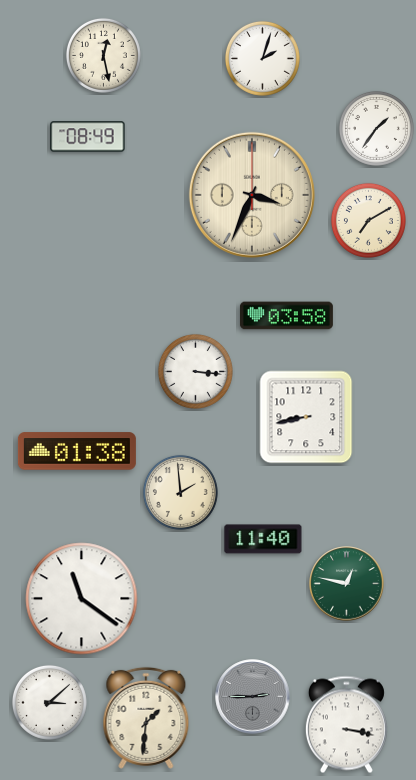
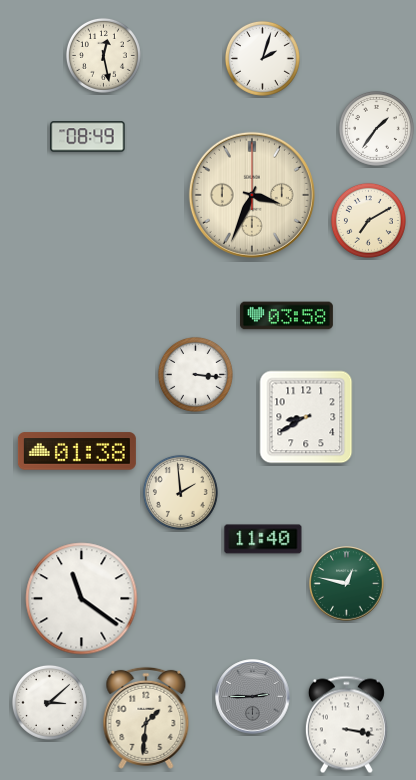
clock at (195, 371) position: (195, 371) -> (195, 374)
clock at (306, 417): 8:43 -> 8:40
